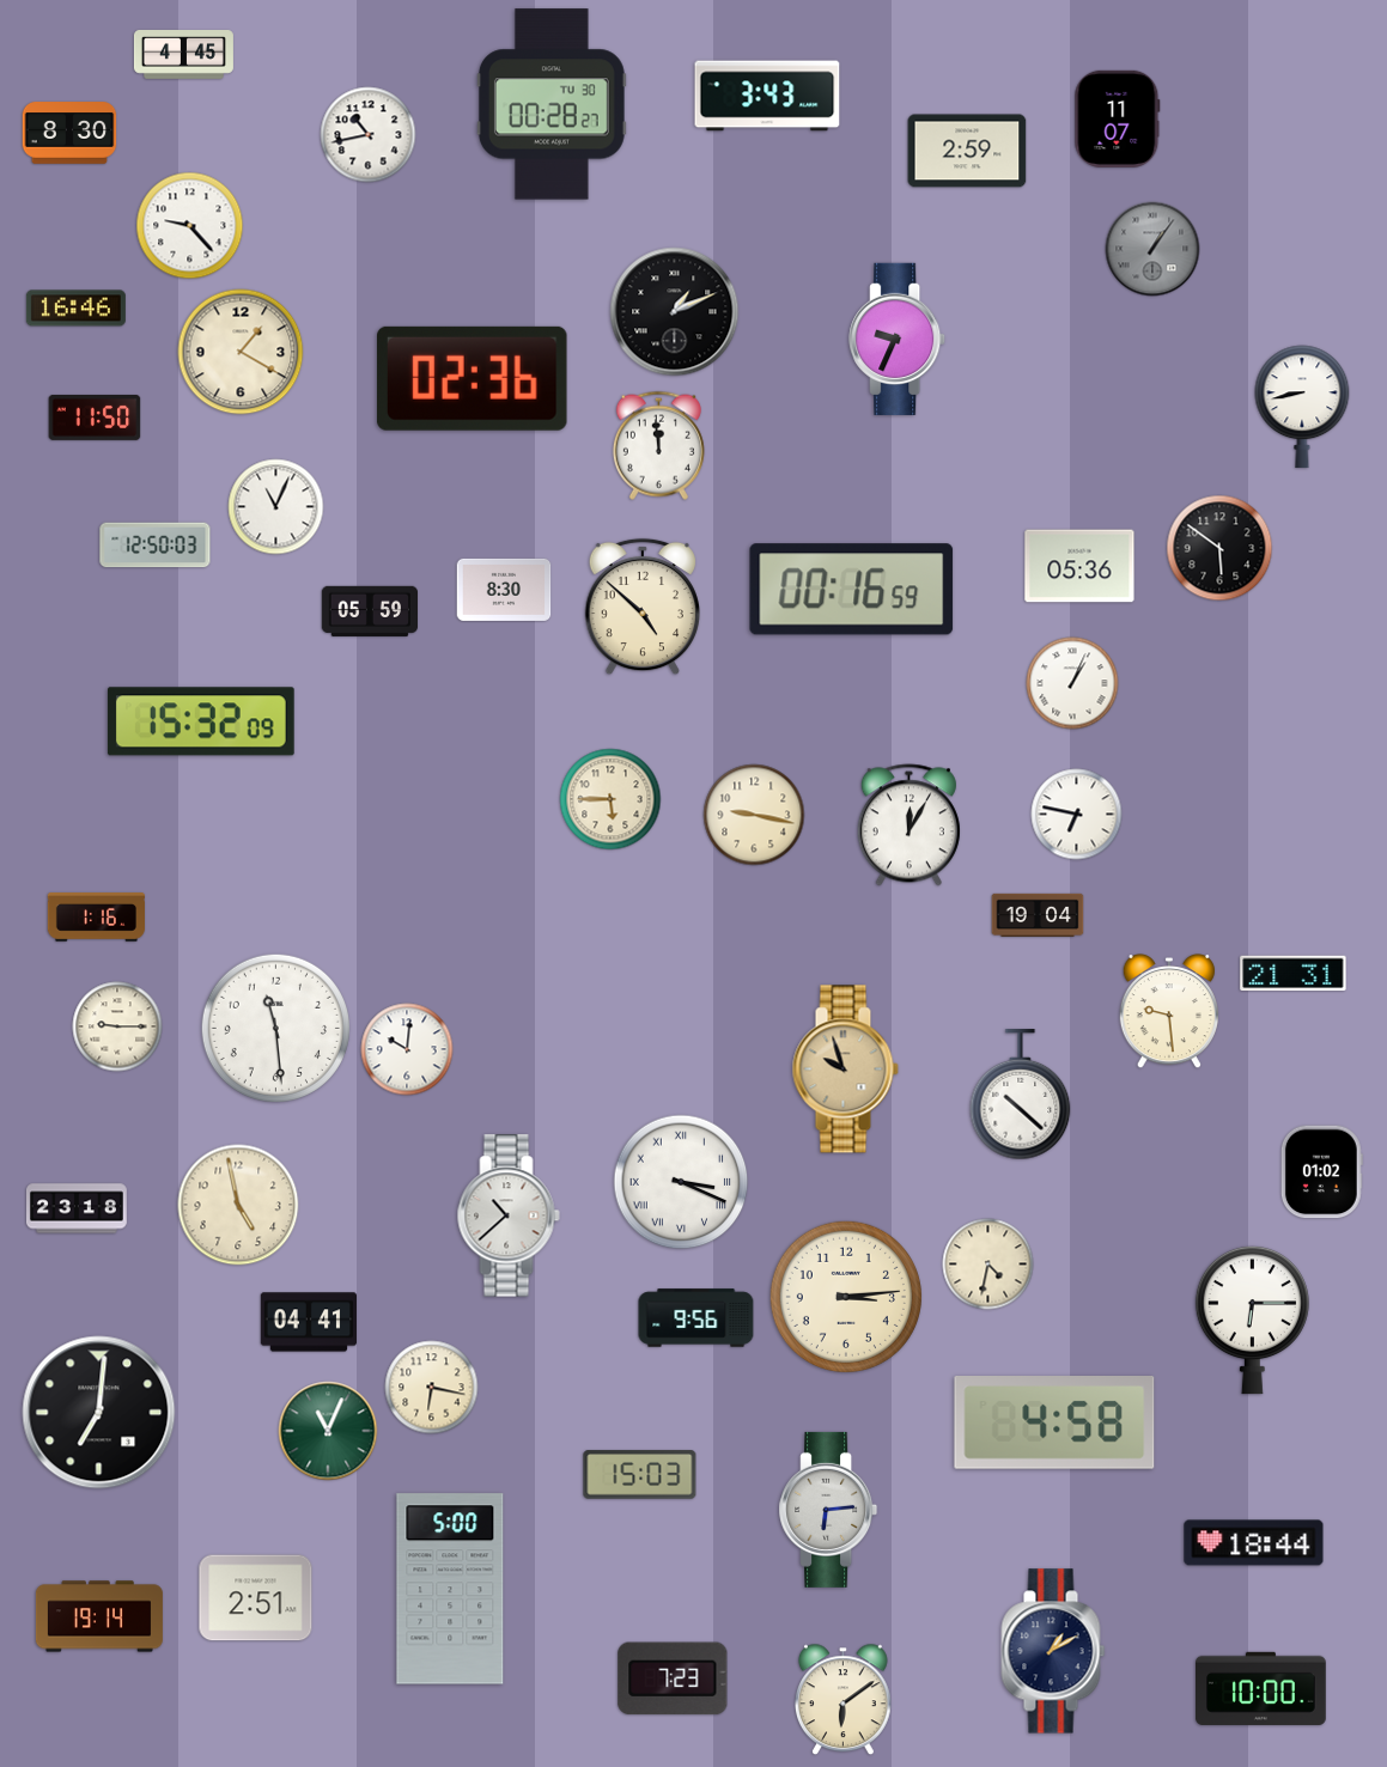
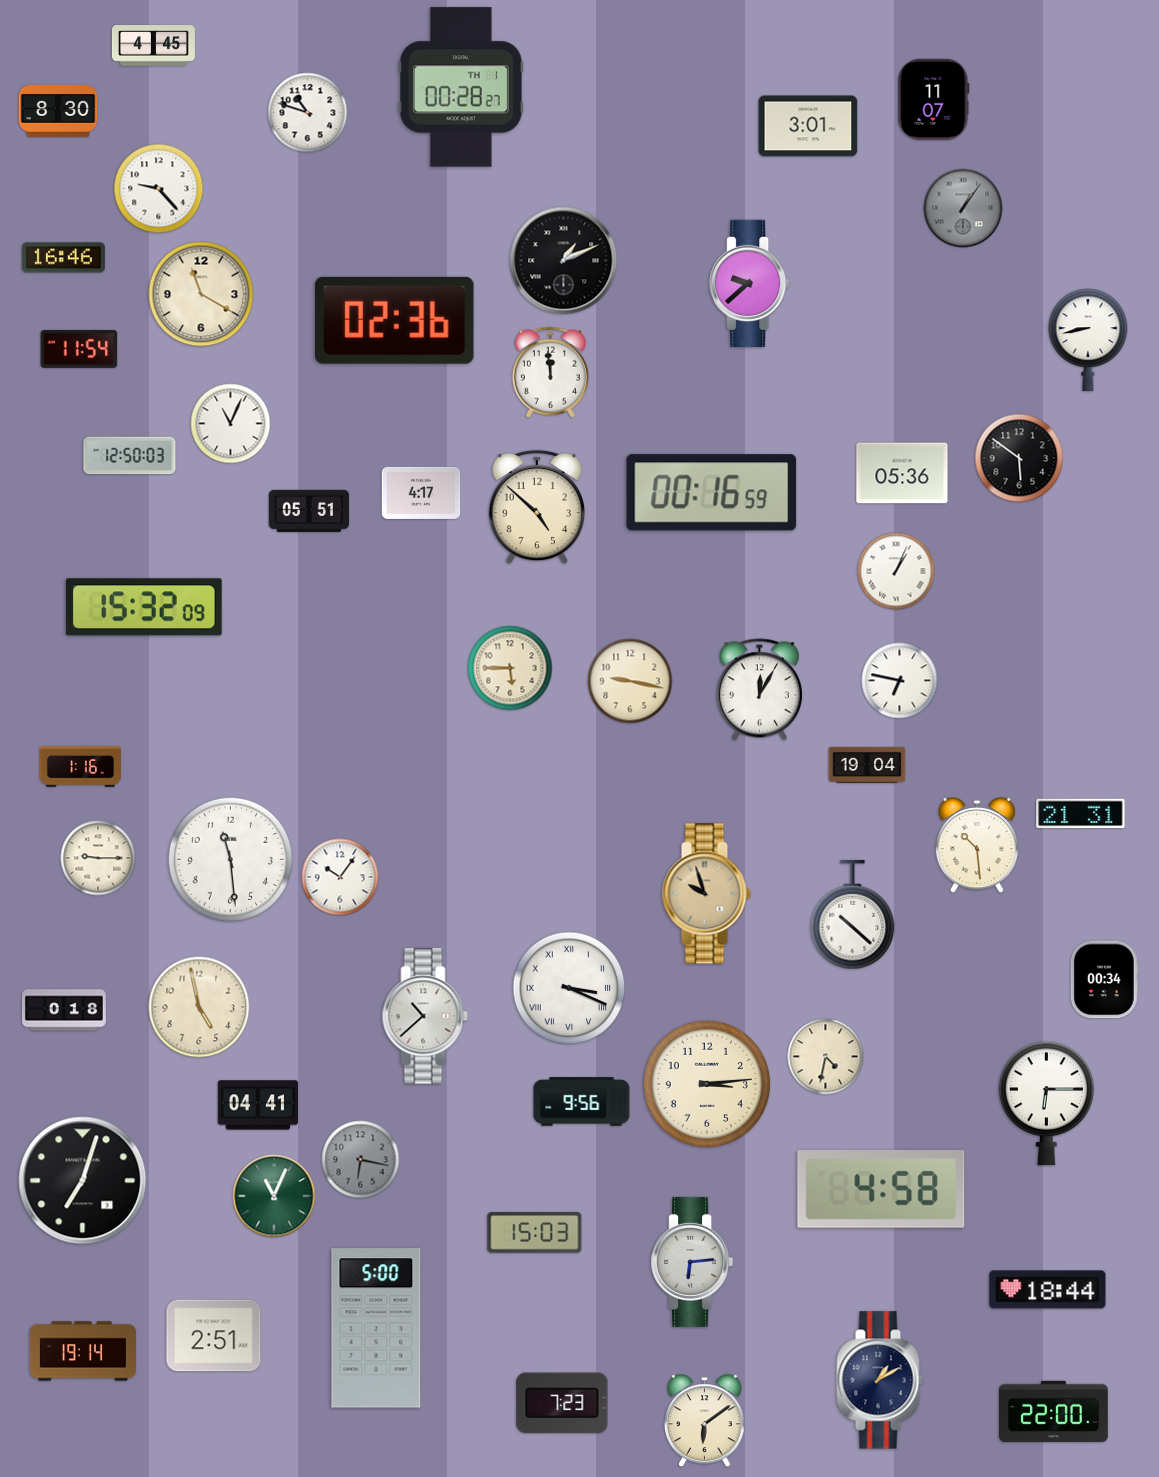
clock at (767, 96): 3:43 -> none
clock at (552, 104) date: TU 30 -> TH 1
clock at (369, 135): 10:43 -> 10:48
clock at (967, 151): 2:59 -> 3:01
clock at (898, 339): 9:34 -> 9:38
clock at (241, 352): 1:20 -> 11:20
clock at (473, 378) position: (473, 378) -> (395, 320)
clock at (95, 418): 11:50 -> 11:54
clock at (504, 590): 8:30 -> 4:17
clock at (369, 611): 05:59 -> 05:51
clock at (201, 721) position: (201, 721) -> (144, 607)
clock at (1169, 1012): 9:29 -> 10:29
clock at (407, 1049): 10:01 -> 10:06
clock at (1321, 1172): 01:02 -> 00:34
clock at (77, 1208): 23:18 -> 0:18
clock at (432, 1388) dial: cream -> grey
clock at (99, 1413): 7:01 -> 7:03
clock at (1261, 1688): 10:00 -> 22:00
